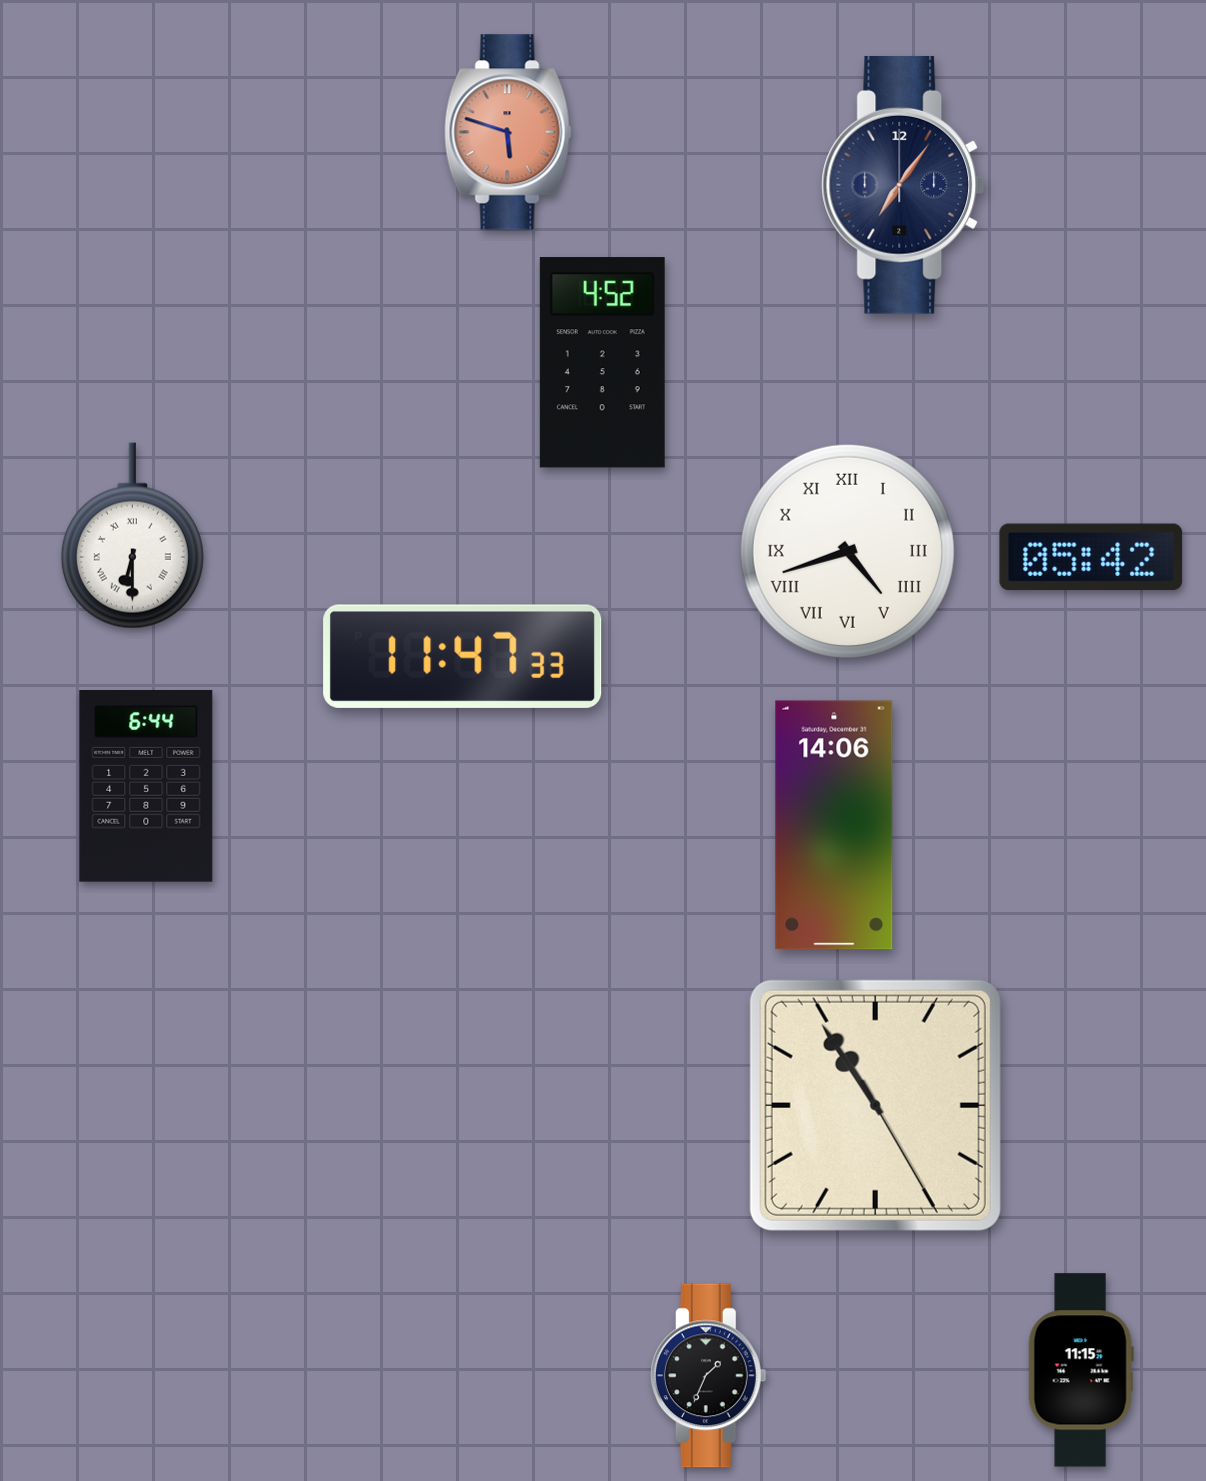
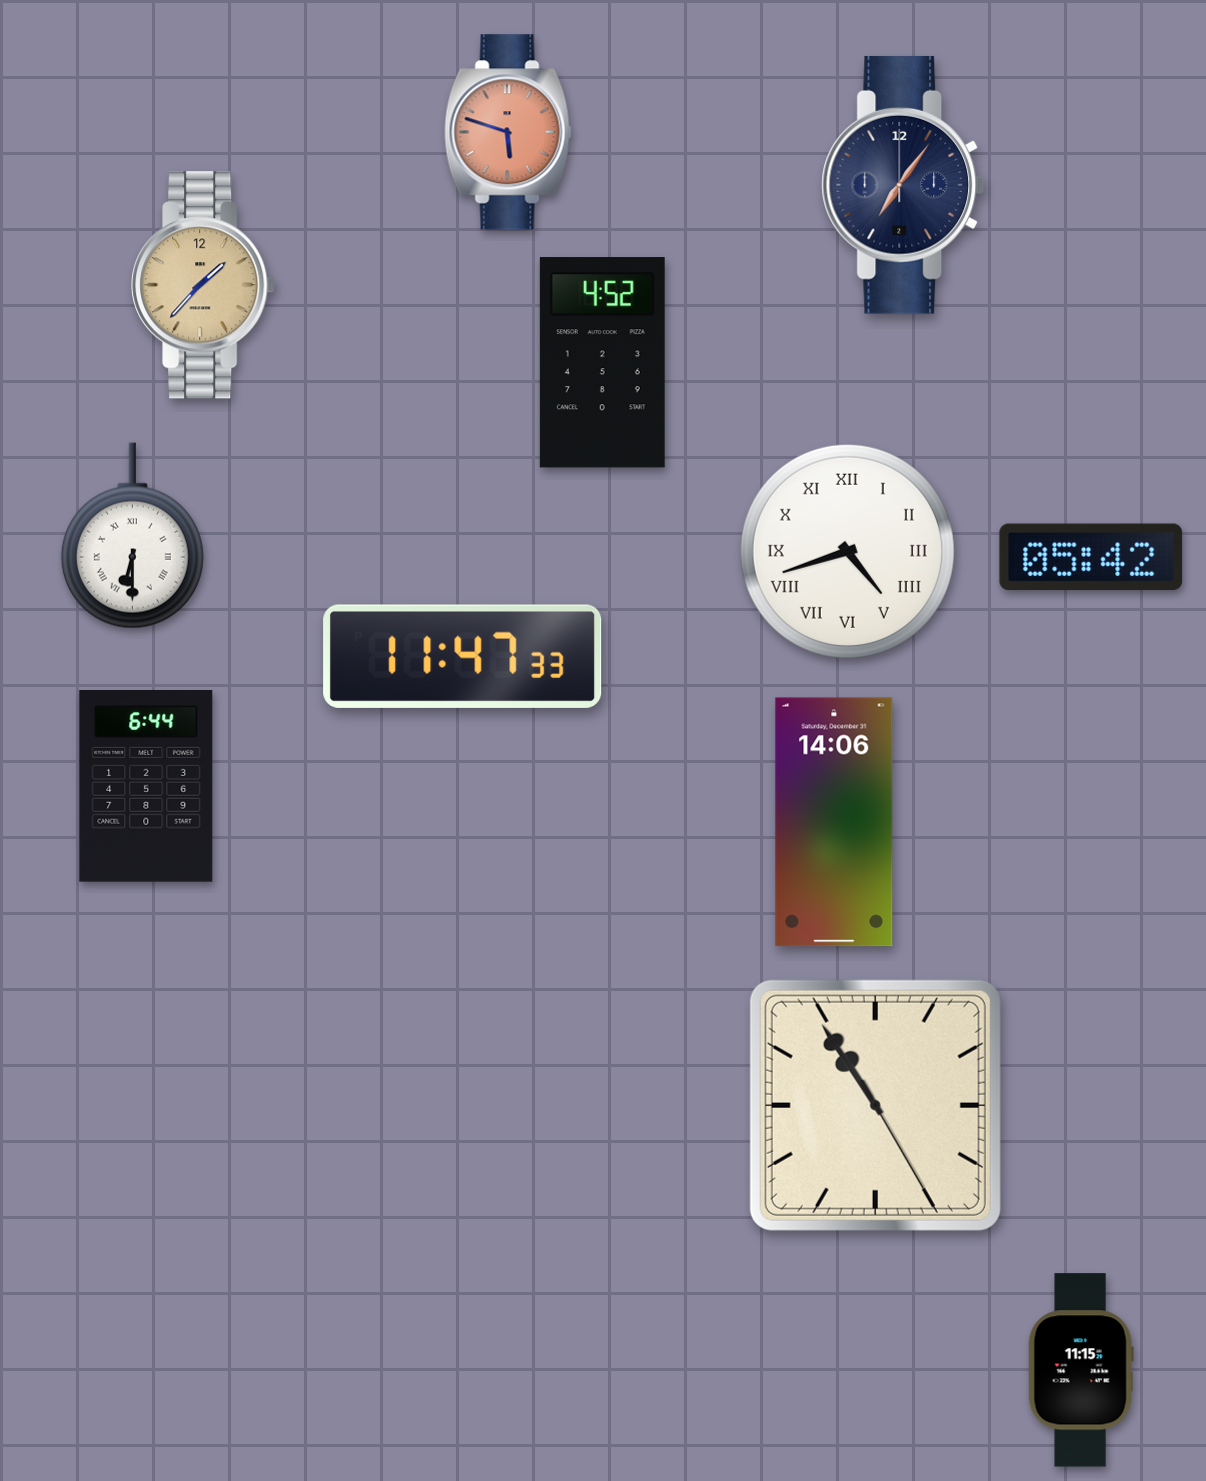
clock at (203, 285): none -> 1:37
clock at (834, 825) position: (834, 825) -> (834, 822)
clock at (708, 1376): 1:34 -> none
